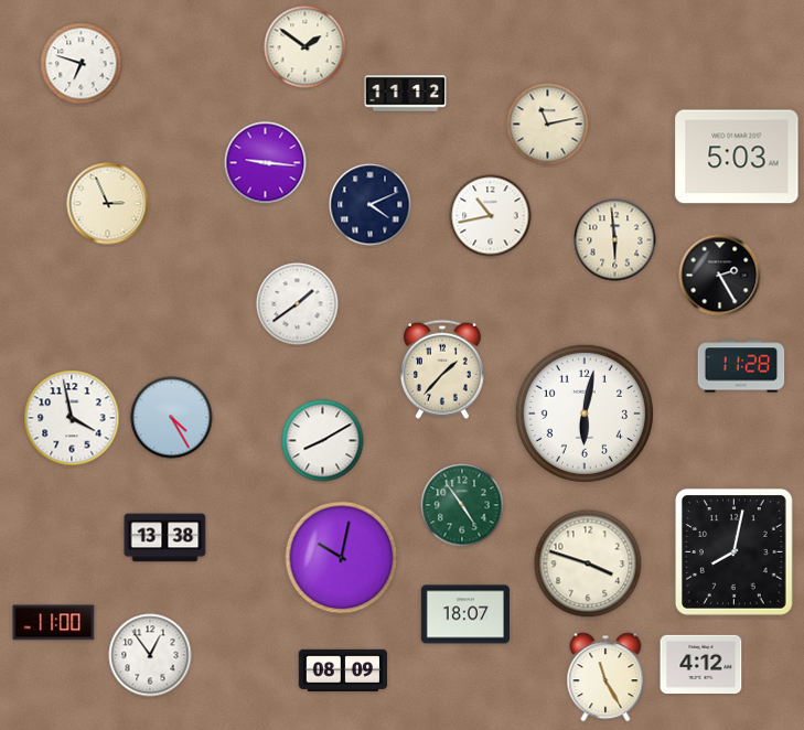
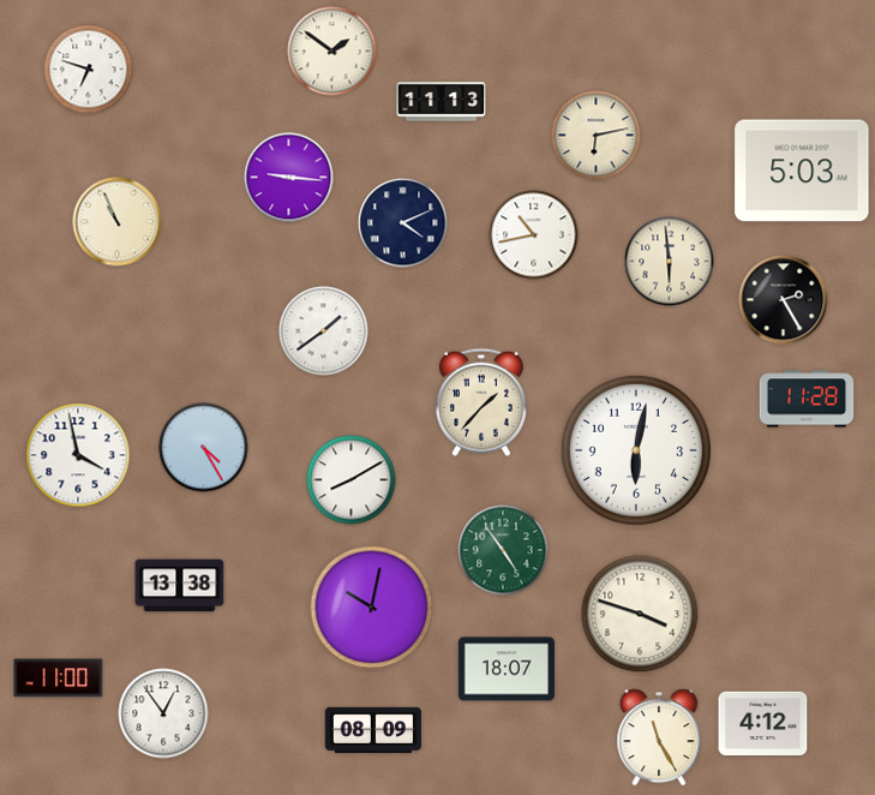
clock at (406, 94): 11:12 -> 11:13
clock at (548, 125): 11:13 -> 6:13
clock at (108, 204): 2:56 -> 10:56
clock at (172, 418) position: (172, 418) -> (204, 448)
clock at (735, 552): 8:02 -> none
